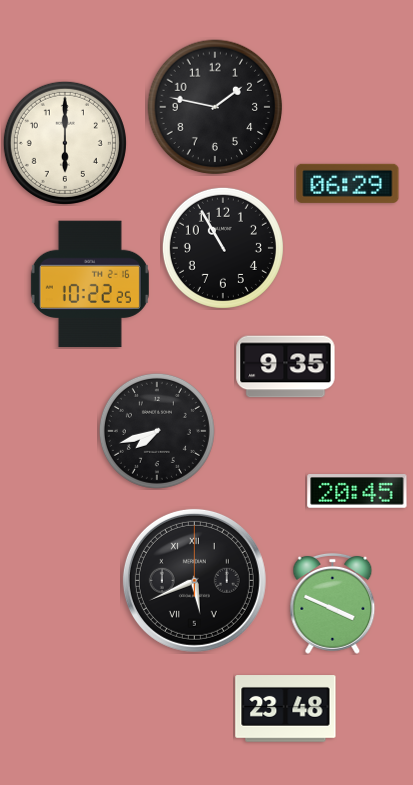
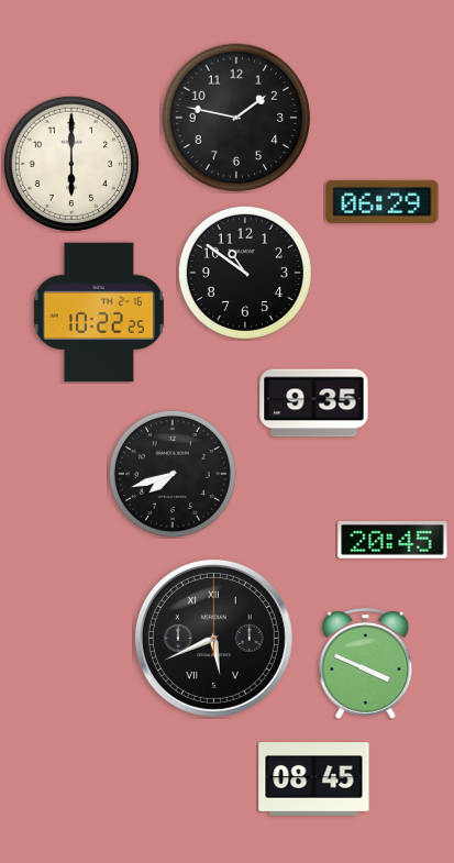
clock at (65, 143) position: (65, 143) -> (71, 164)
clock at (223, 248): 10:55 -> 10:51
clock at (286, 709): 23:48 -> 08:45
